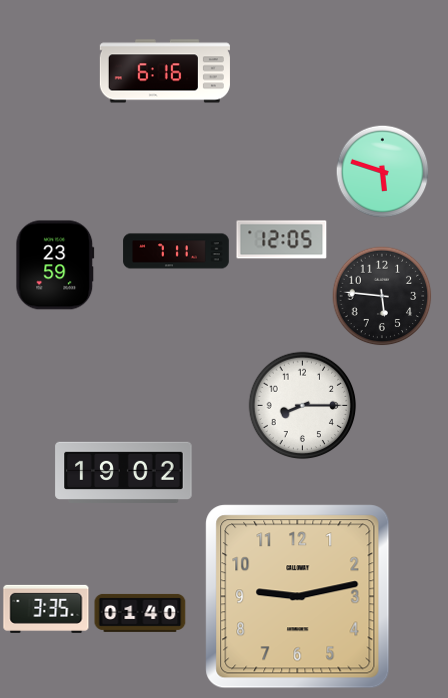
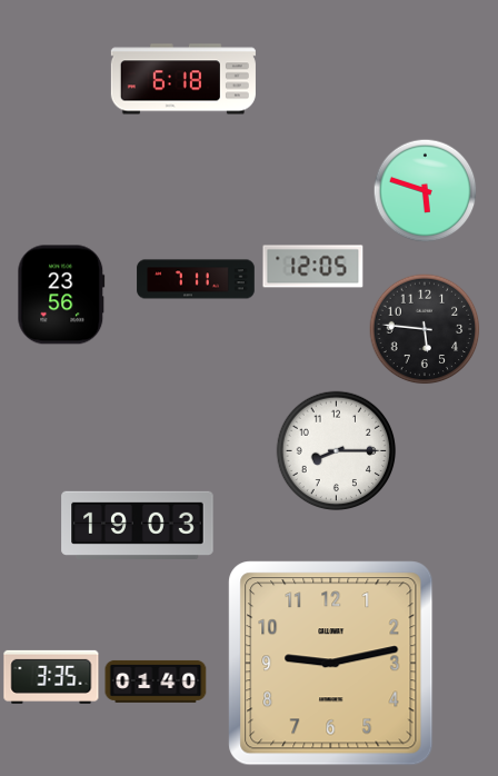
clock at (165, 71): 6:16 -> 6:18
clock at (55, 265): 23:59 -> 23:56
clock at (124, 473): 19:02 -> 19:03
